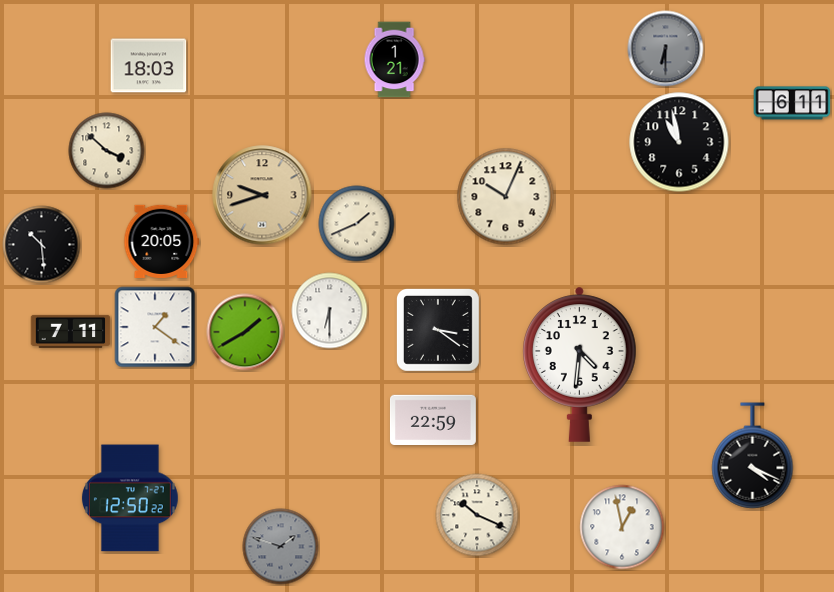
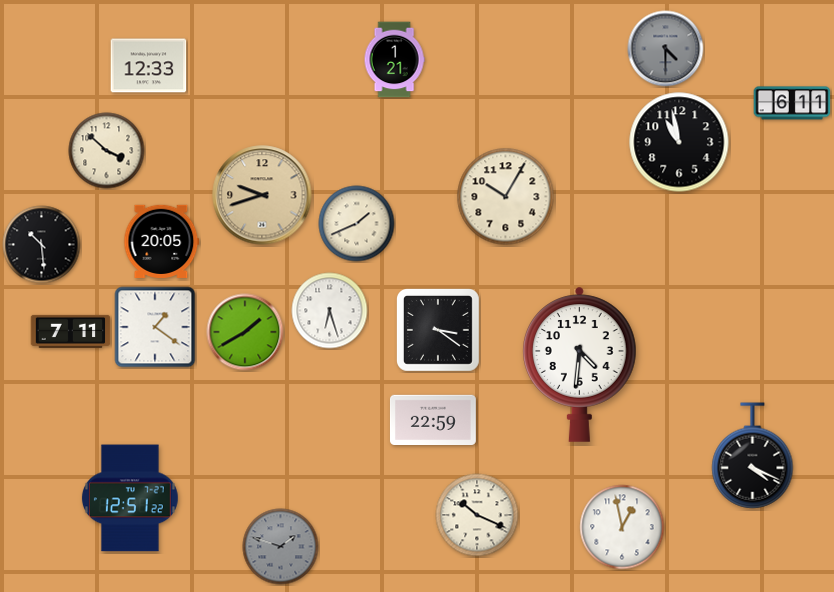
clock at (666, 49): 6:30 -> 4:30
clock at (149, 66): 18:03 -> 12:33
clock at (506, 197): 10:04 -> 10:05
clock at (330, 311): 6:30 -> 6:27
clock at (130, 498): 12:50 -> 12:51
